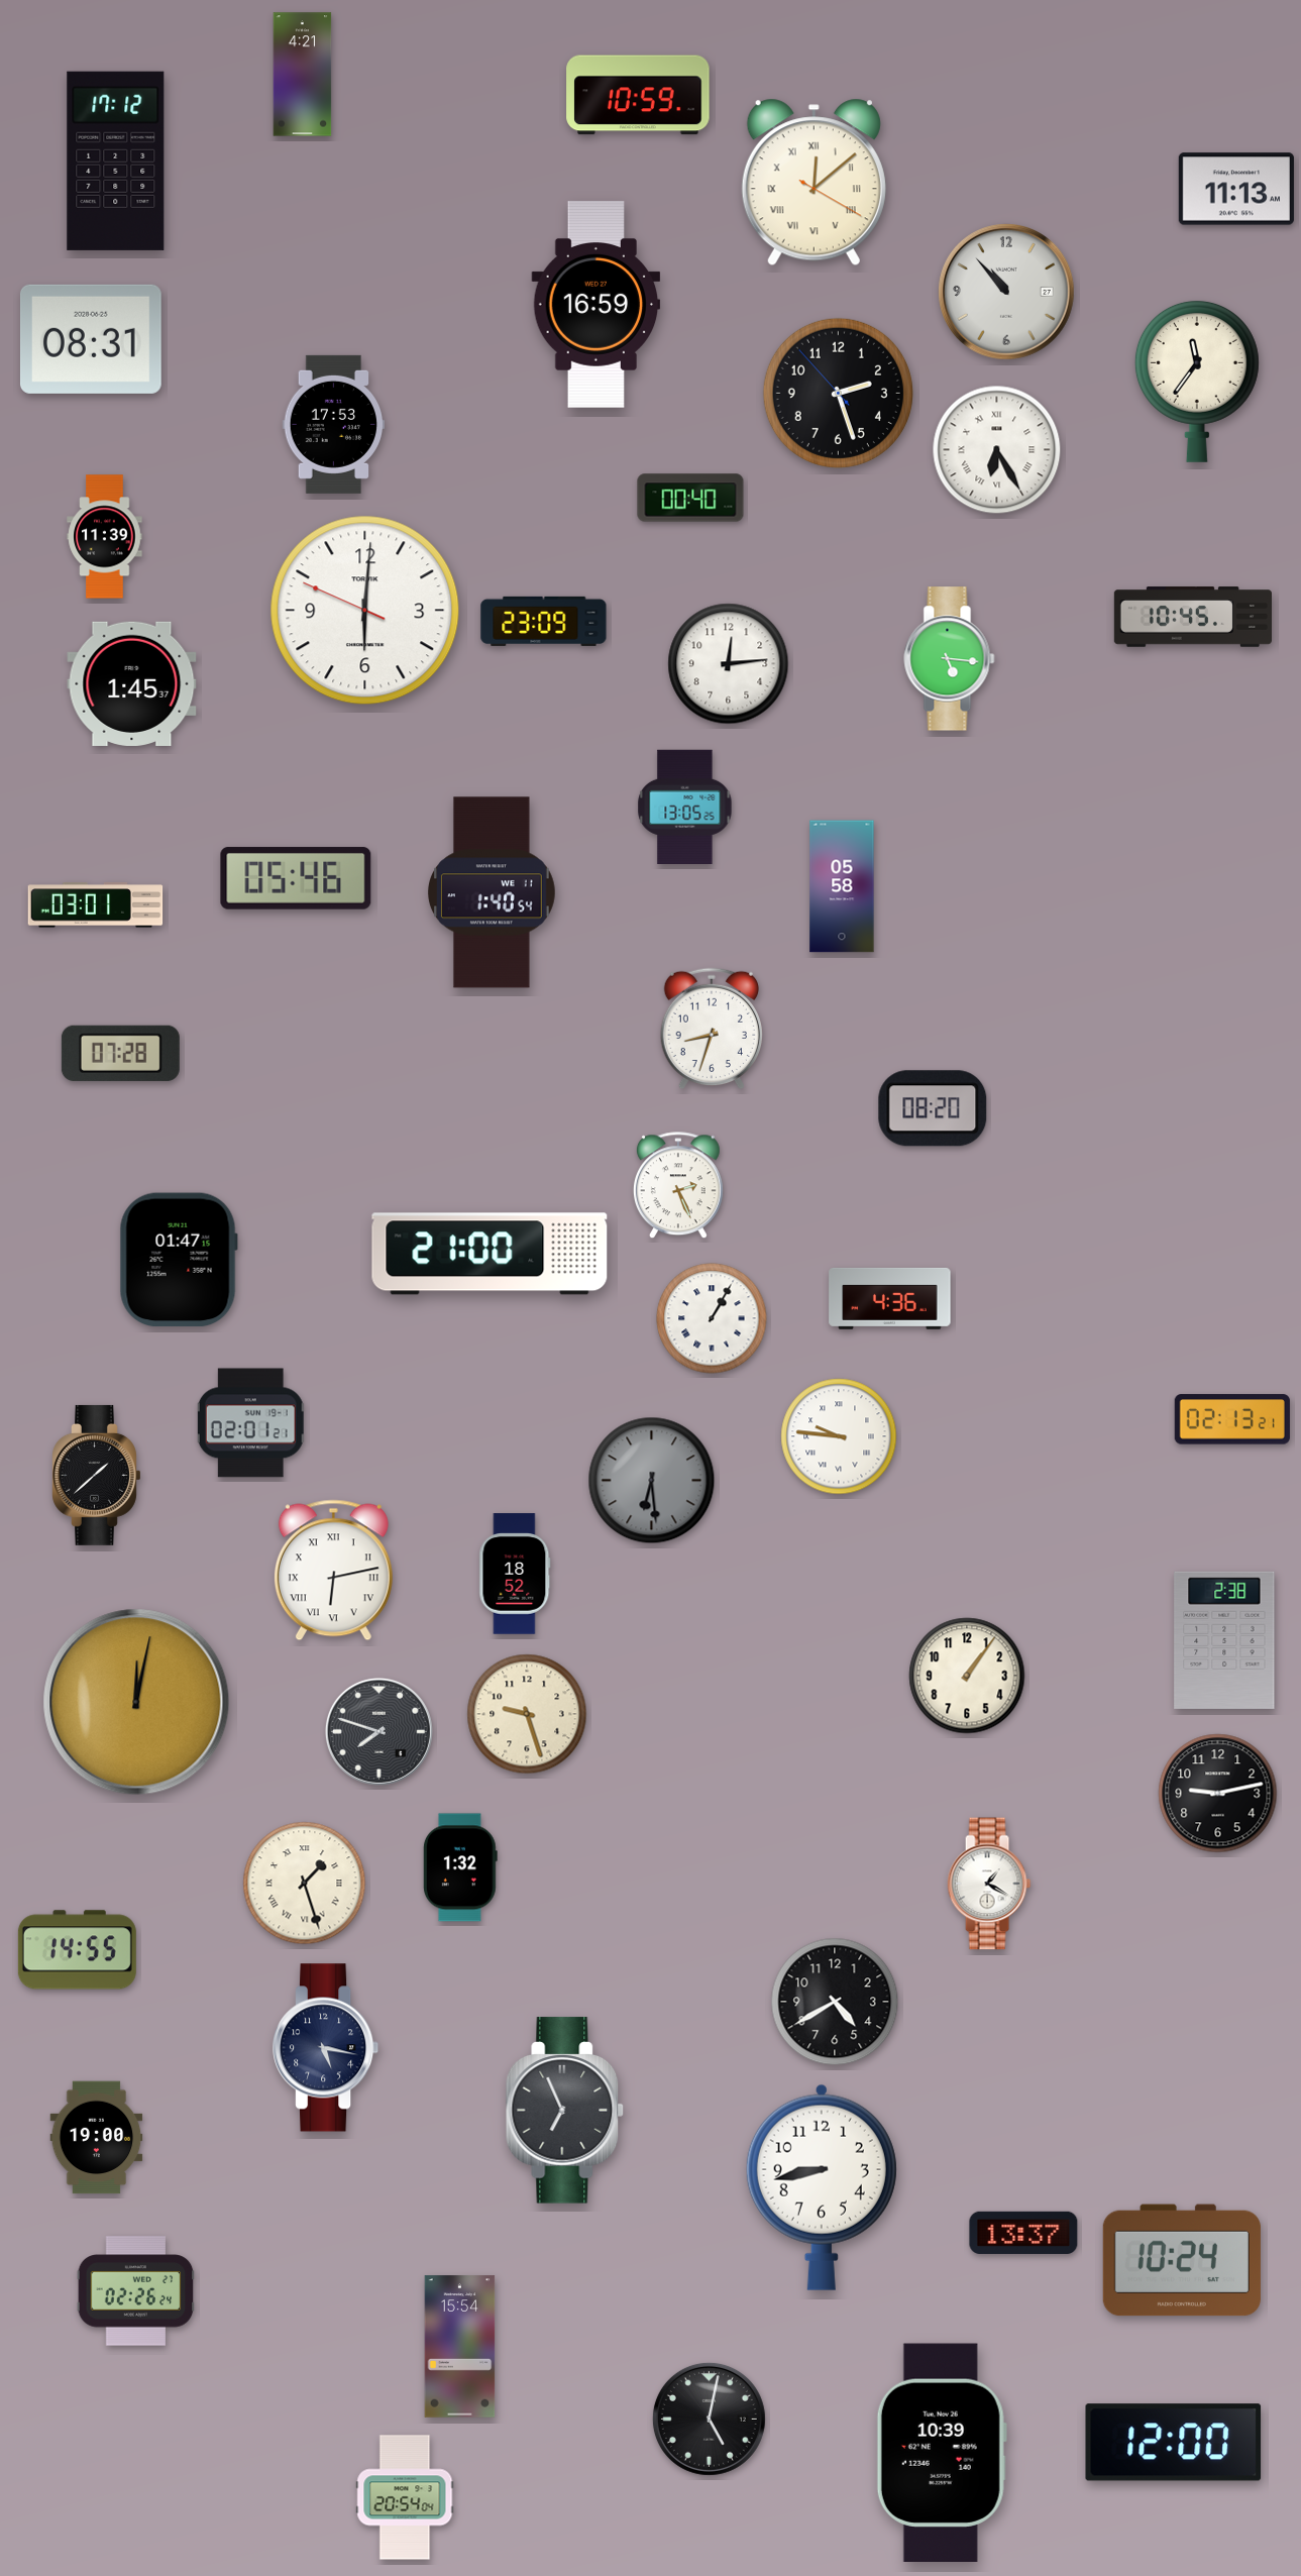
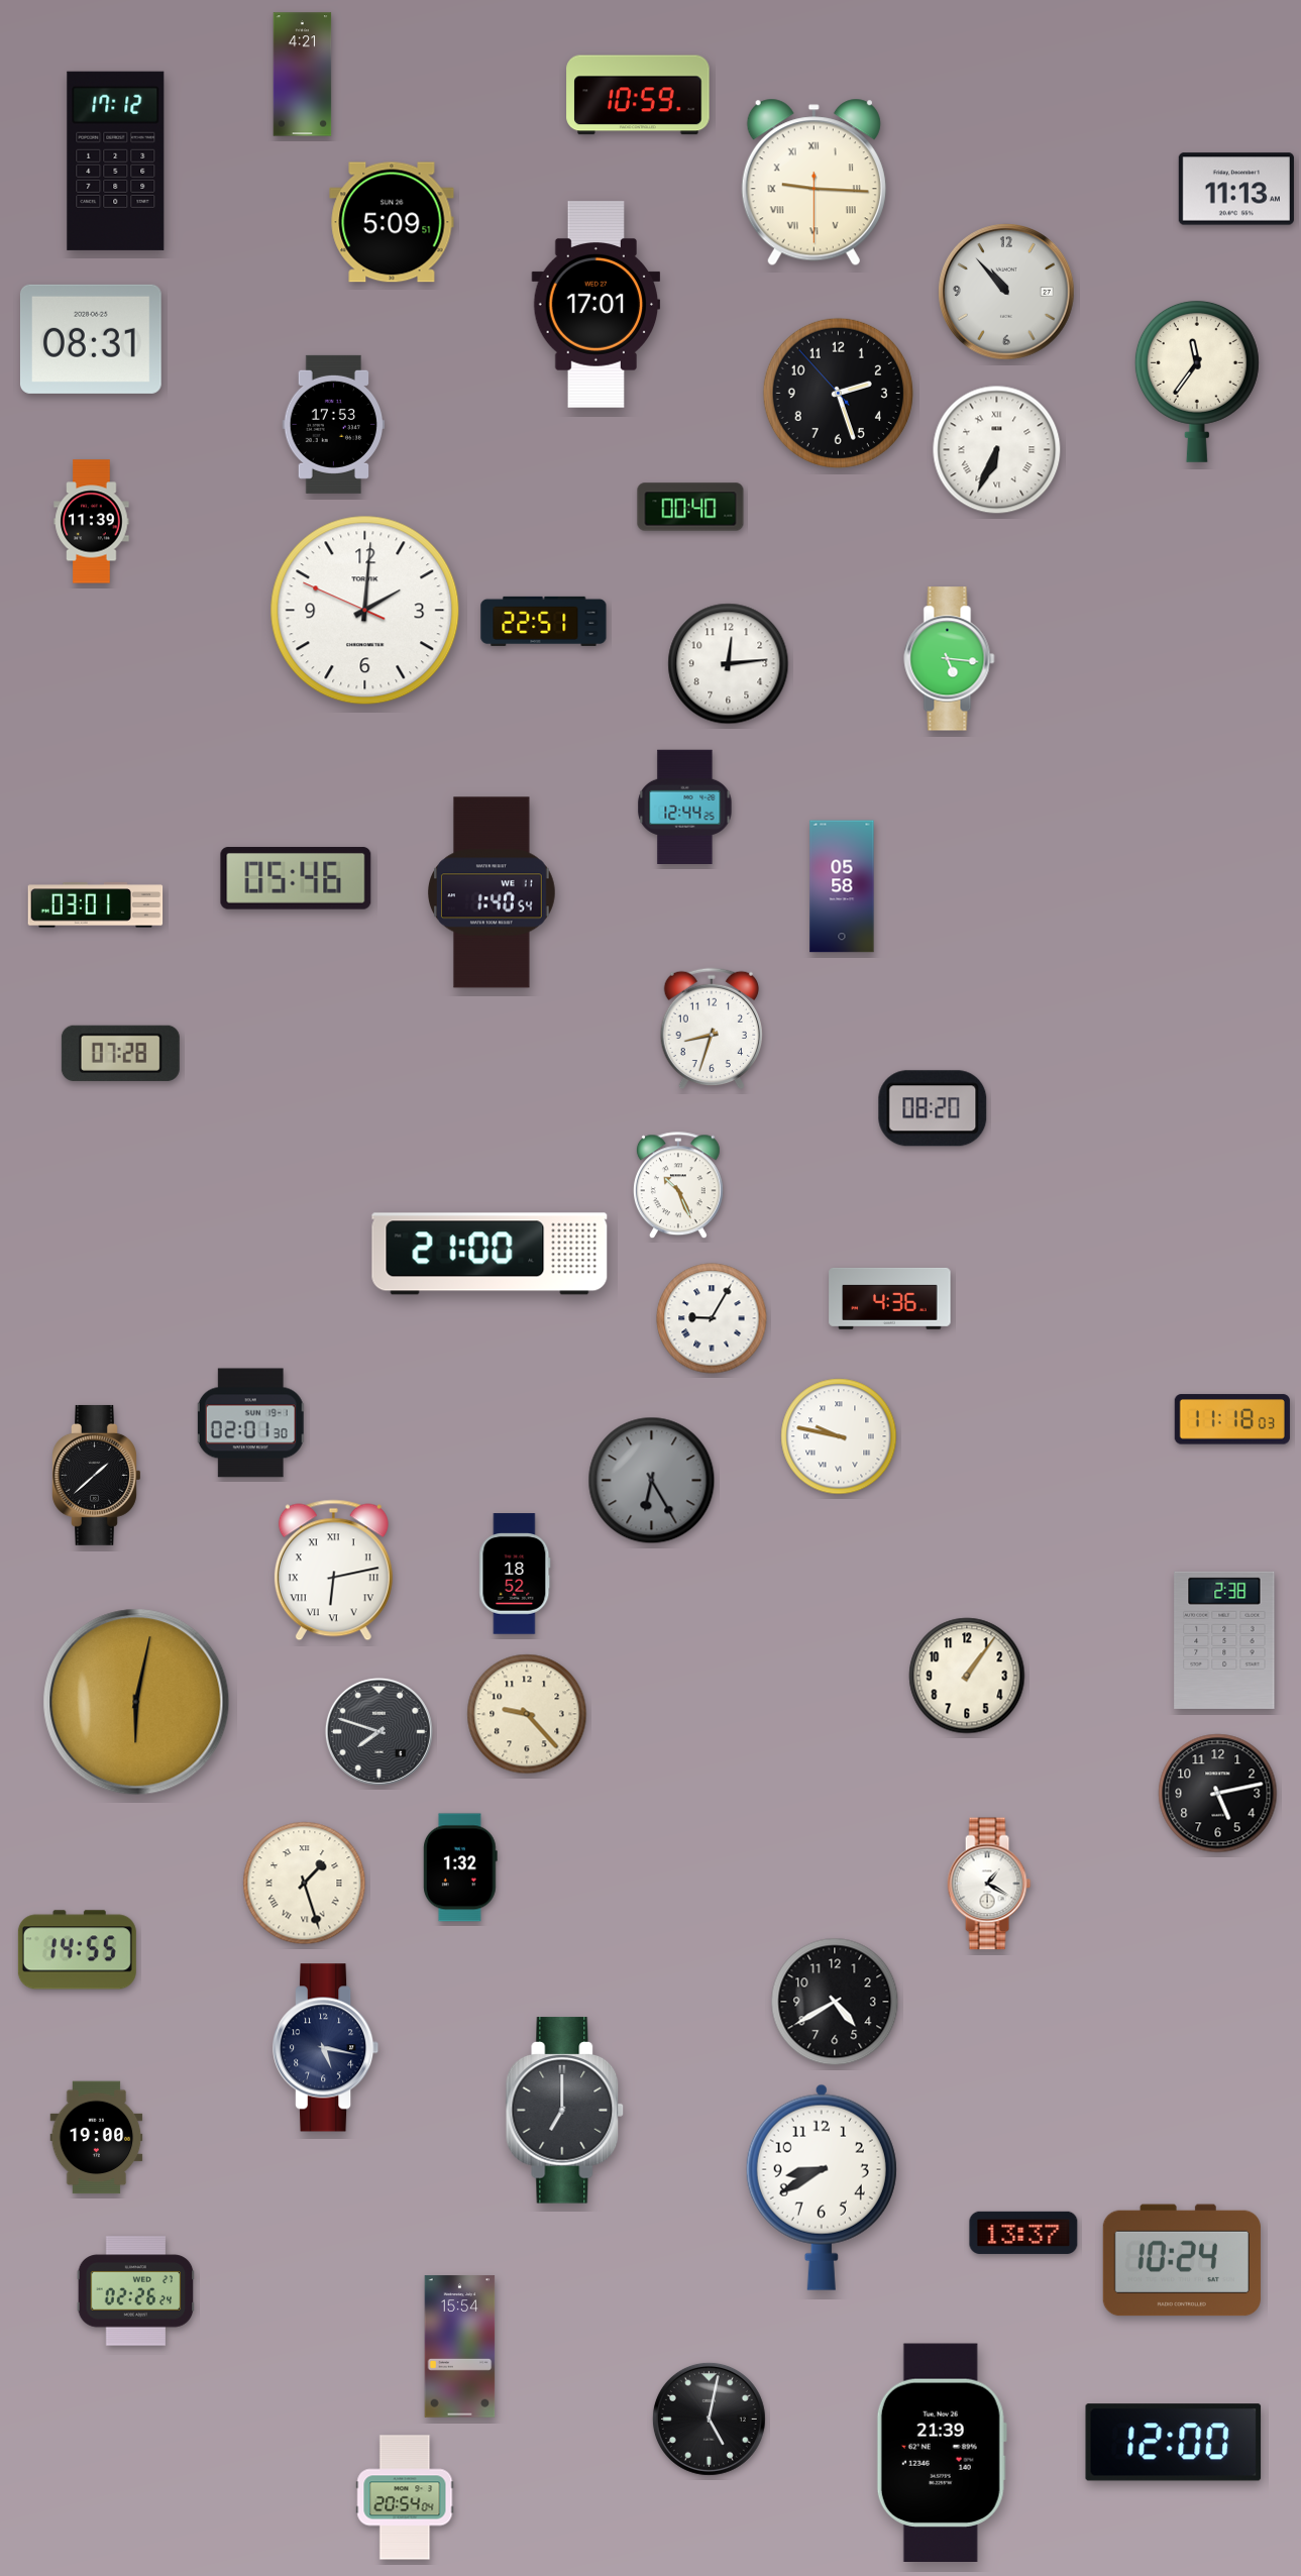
clock at (814, 183): 12:08 -> 9:15
clock at (392, 222): none -> 5:09
clock at (597, 305): 16:59 -> 17:01
clock at (997, 450): 6:25 -> 6:34
clock at (690, 498) position: (690, 498) -> (690, 507)
clock at (105, 537) position: (105, 537) -> (92, 522)
clock at (365, 611): 6:00 -> 2:00
clock at (1192, 617): 10:45 -> none
clock at (544, 621): 23:09 -> 22:51
clock at (132, 683): 1:45 -> none
clock at (685, 807): 13:05 -> 12:44
clock at (678, 1186): 2:26 -> 10:26
clock at (179, 1260): 01:47 -> none
clock at (712, 1318): 1:05 -> 9:05
clock at (1232, 1419): 02:13 -> 11:18
clock at (251, 1423): 02:01:21 -> 02:01:30
clock at (839, 1436): 9:46 -> 9:47
clock at (652, 1481): 6:29 -> 6:25
clock at (136, 1702): 12:02 -> 6:02
clock at (527, 1714): 9:27 -> 9:23
clock at (1218, 1794): 9:13 -> 5:13
clock at (565, 2111): 6:56 -> 7:00
clock at (822, 2187): 8:43 -> 8:40
clock at (942, 2453): 10:39 -> 21:39
